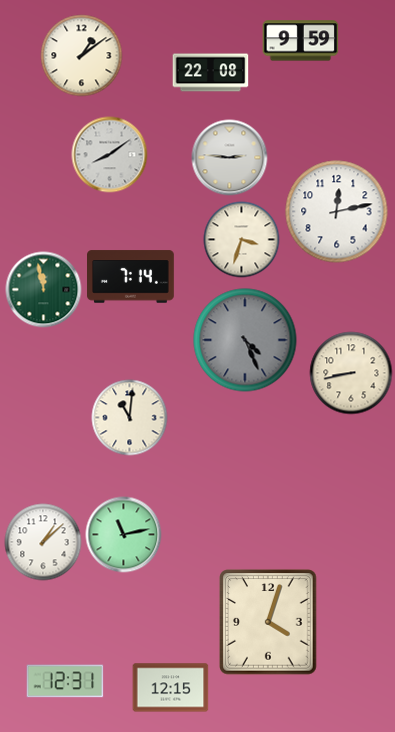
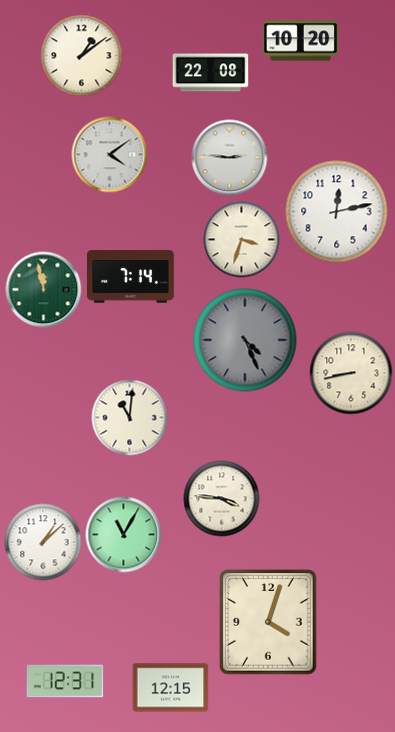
clock at (301, 41): 9:59 -> 10:20
clock at (110, 155): 8:09 -> 4:09
clock at (222, 499): none -> 3:46
clock at (124, 535): 11:13 -> 11:05
